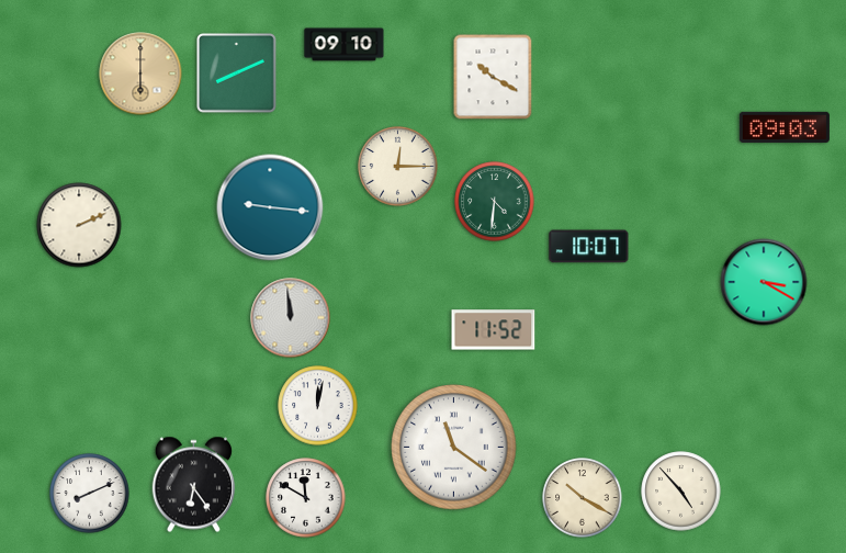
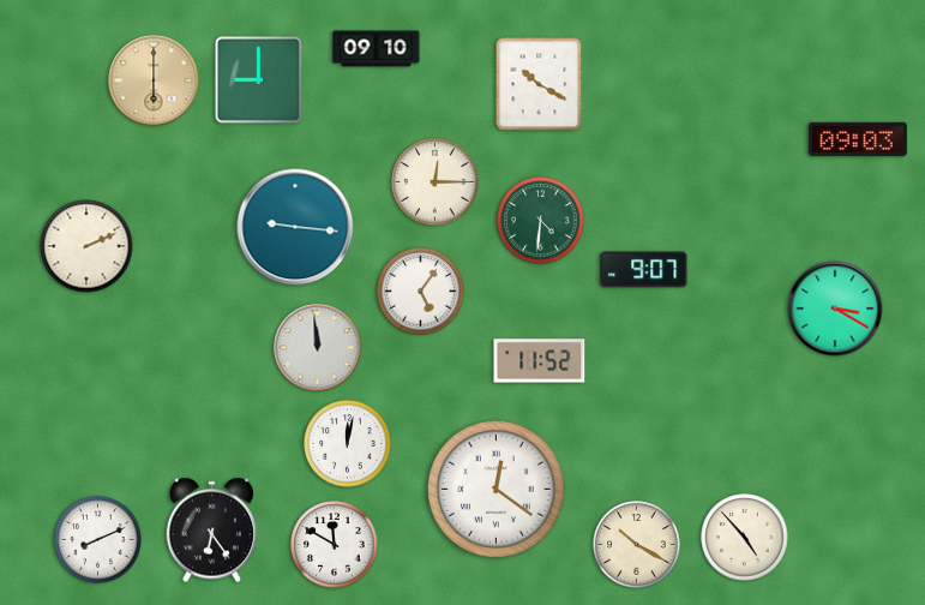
clock at (237, 74): 8:11 -> 9:00
clock at (589, 247): 10:07 -> 9:07
clock at (421, 292): none -> 5:06
clock at (454, 448): 11:21 -> 12:21
